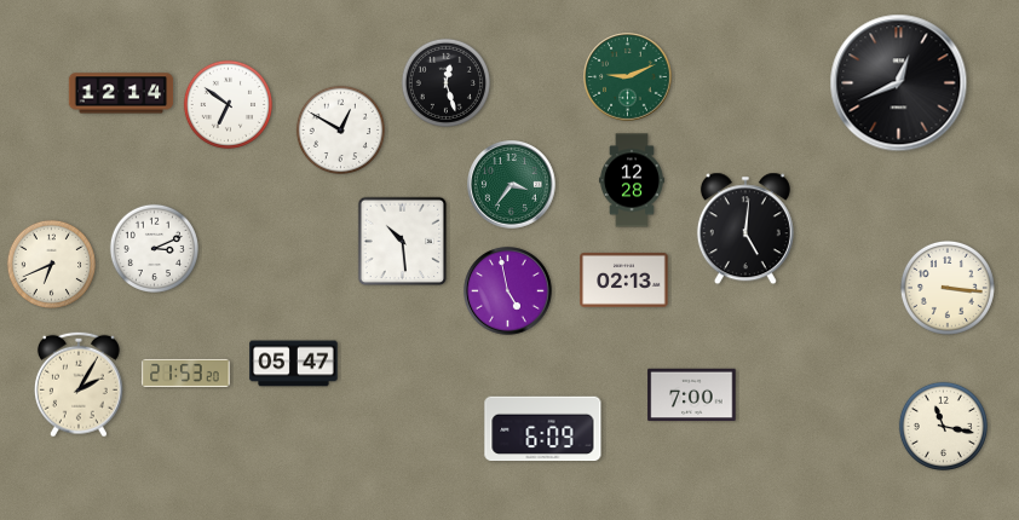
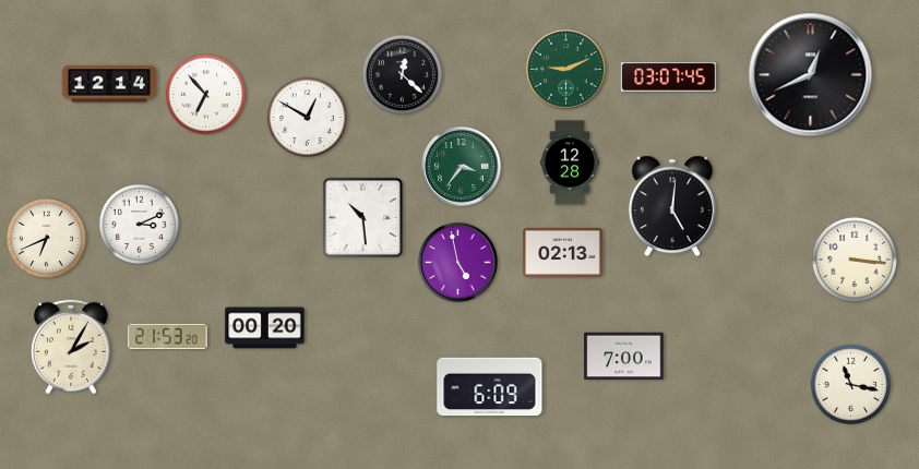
clock at (445, 82): 12:27 -> 12:22
clock at (668, 76): none -> 03:07
clock at (228, 104): 6:51 -> 6:53
clock at (294, 364): 05:47 -> 00:20
